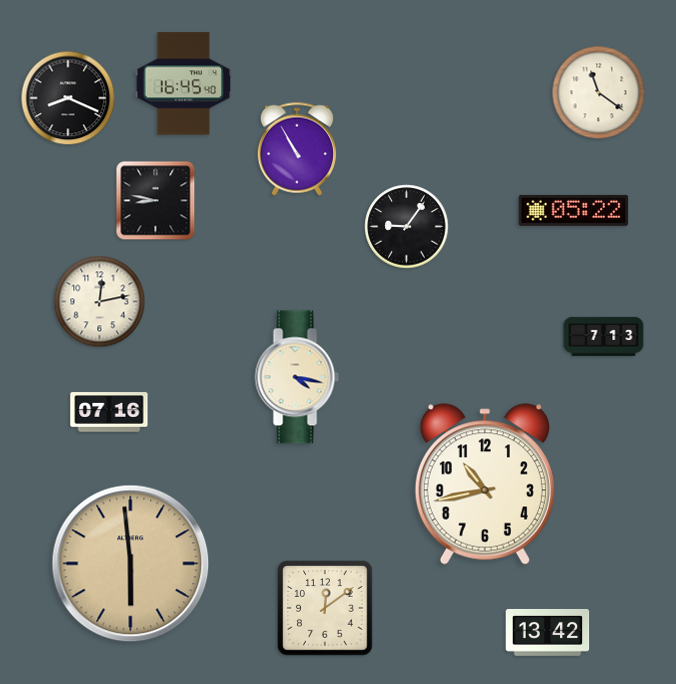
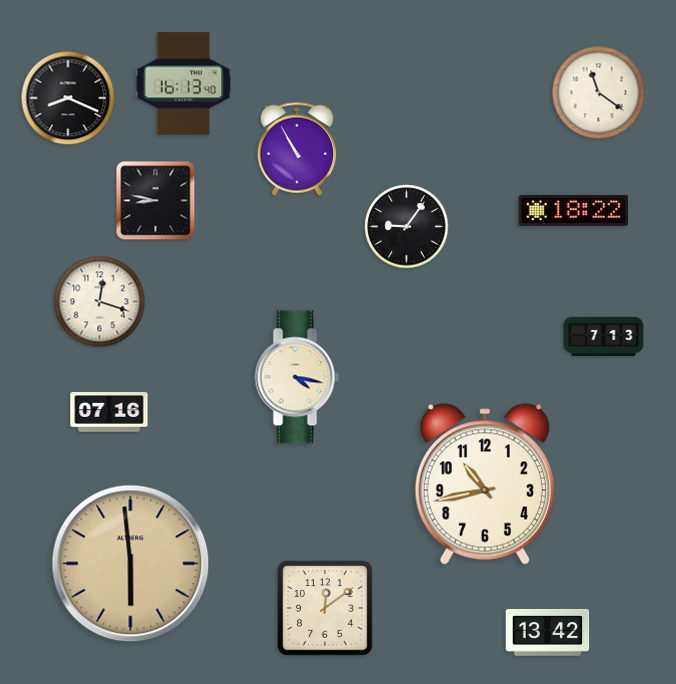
clock at (184, 84): 16:45 -> 16:13
clock at (574, 210): 05:22 -> 18:22
clock at (100, 302): 12:13 -> 12:18
